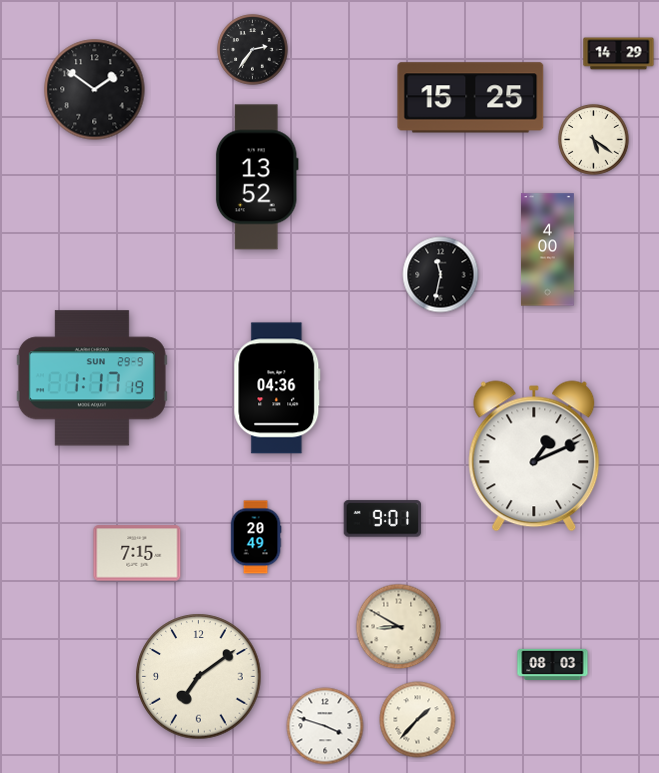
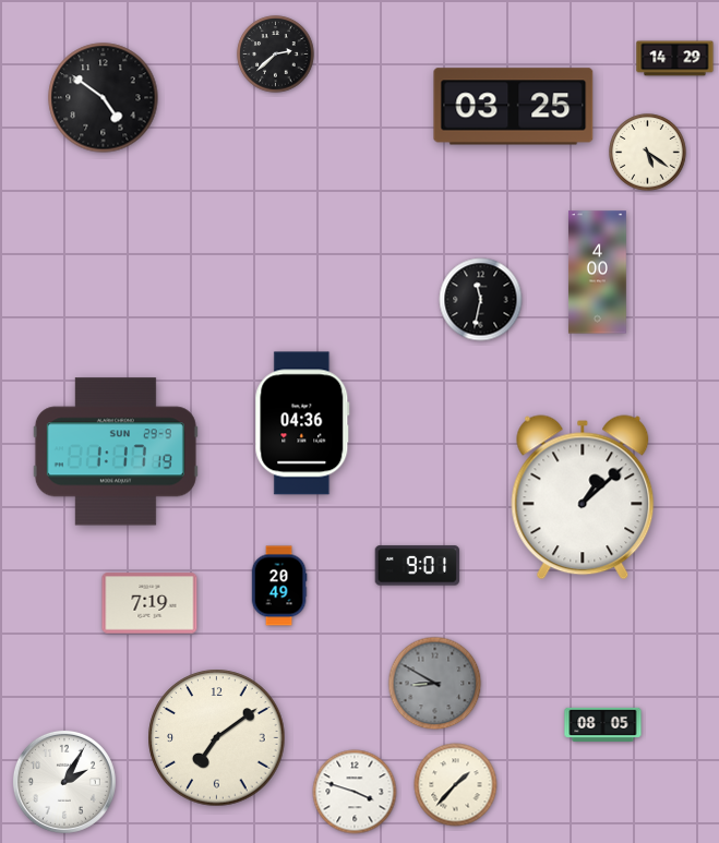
clock at (253, 50): 2:36 -> 2:38
clock at (95, 90): 1:51 -> 4:51
clock at (471, 98): 15:25 -> 03:25
clock at (257, 177): 13:52 -> none
clock at (92, 378) position: (92, 378) -> (116, 451)
clock at (534, 456): 1:11 -> 1:08
clock at (137, 553): 7:15 -> 7:19
clock at (399, 627) dial: cream -> grey
clock at (553, 664): 08:03 -> 08:05
clock at (64, 782): none -> 2:05
